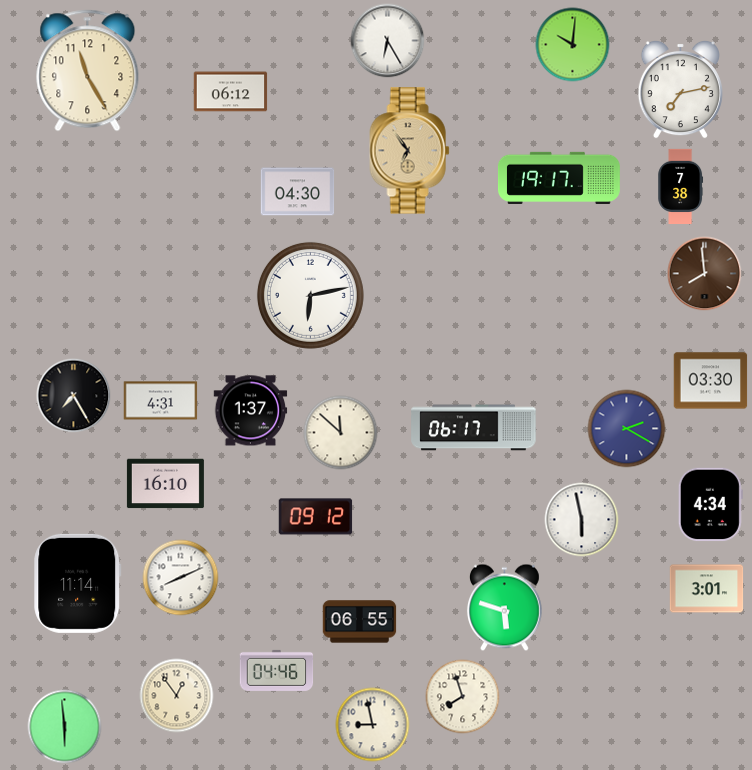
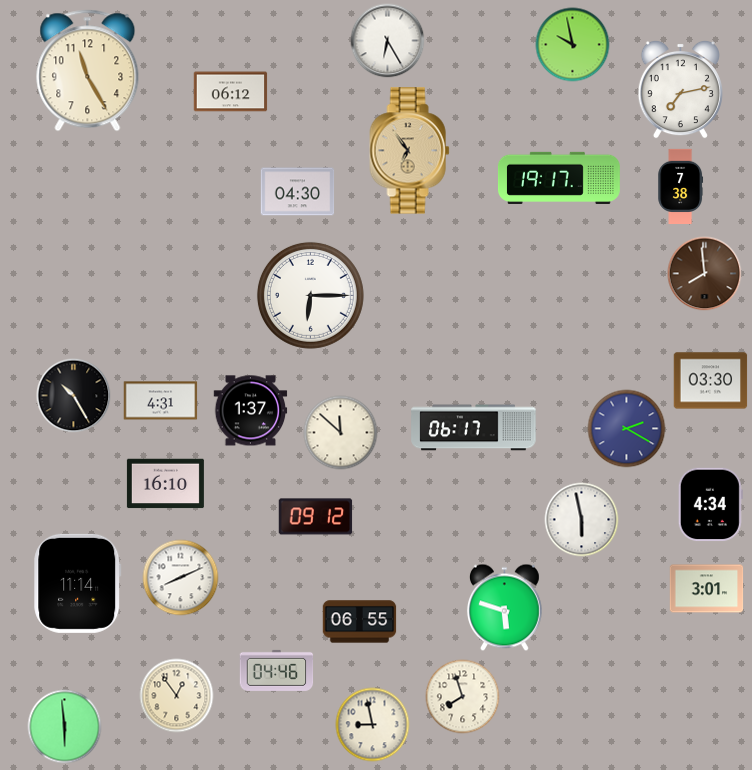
clock at (573, 45): 10:01 -> 9:58
clock at (310, 295): 6:13 -> 6:15
clock at (74, 396): 7:25 -> 10:25
